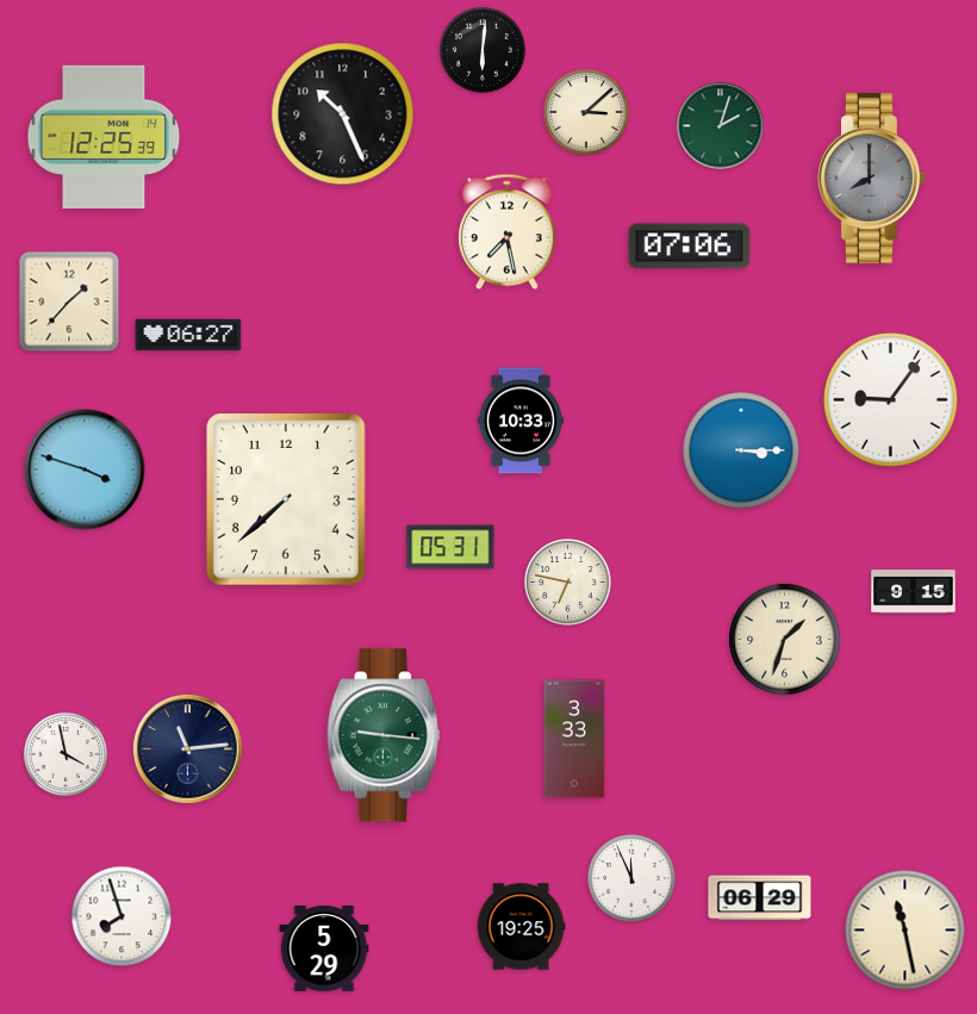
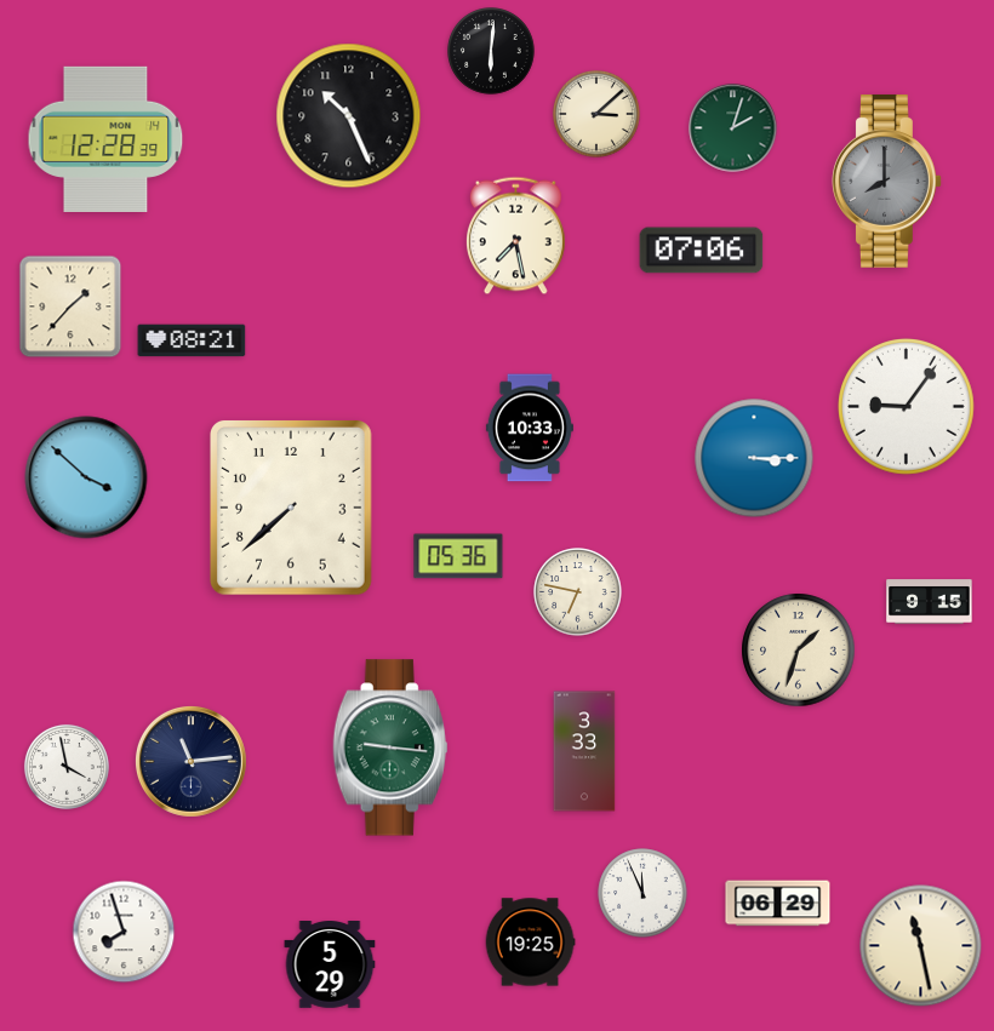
clock at (104, 137): 12:25 -> 12:28
clock at (188, 335): 06:27 -> 08:21
clock at (85, 469): 3:48 -> 3:52
clock at (450, 547): 05:31 -> 05:36
clock at (760, 898) position: (760, 898) -> (778, 904)
